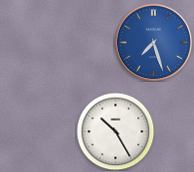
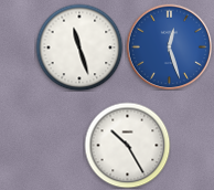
clock at (153, 42): 7:27 -> 12:27
clock at (79, 47): none -> 11:27
